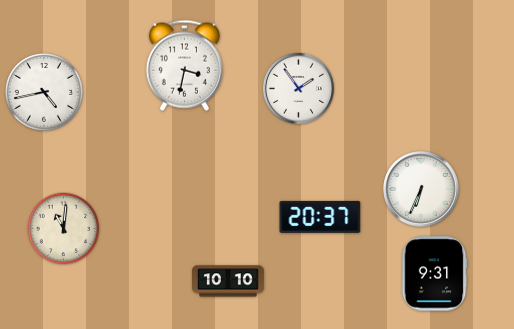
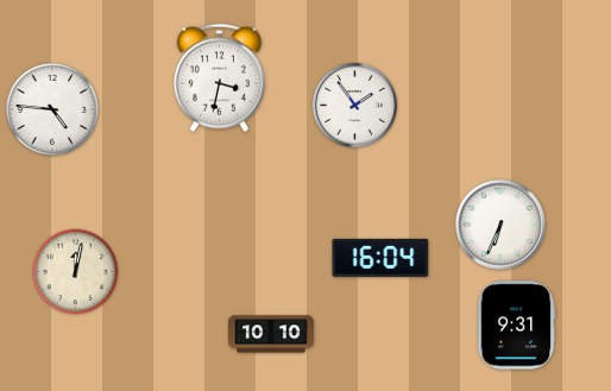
clock at (44, 92): 4:43 -> 4:46
clock at (320, 217): 20:37 -> 16:04
clock at (64, 229): 11:01 -> 12:02
